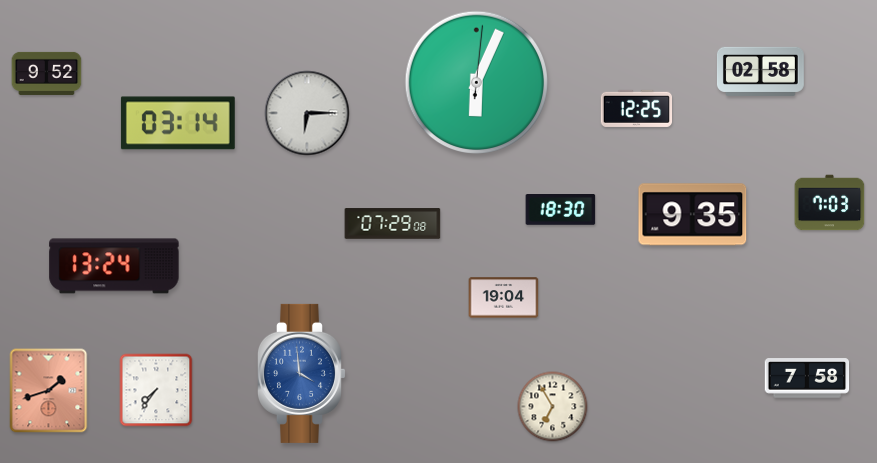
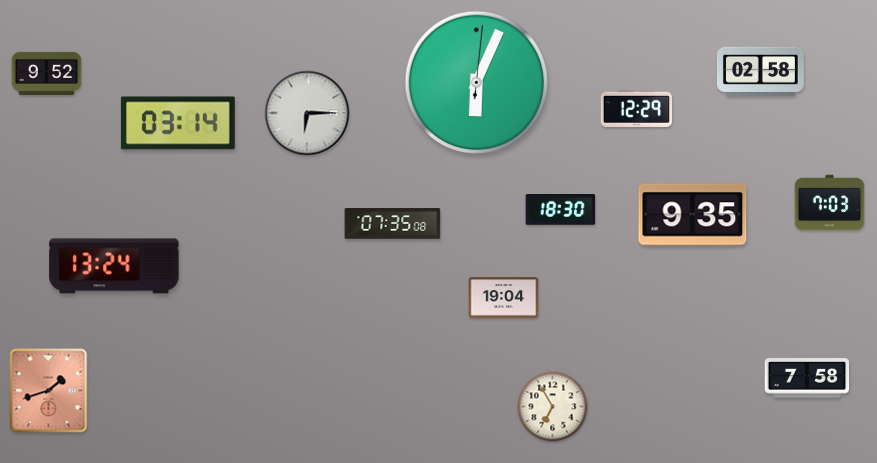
clock at (636, 108): 12:25 -> 12:29
clock at (393, 224): 07:29 -> 07:35
clock at (301, 373): 3:59 -> none
clock at (156, 390): 7:36 -> none
